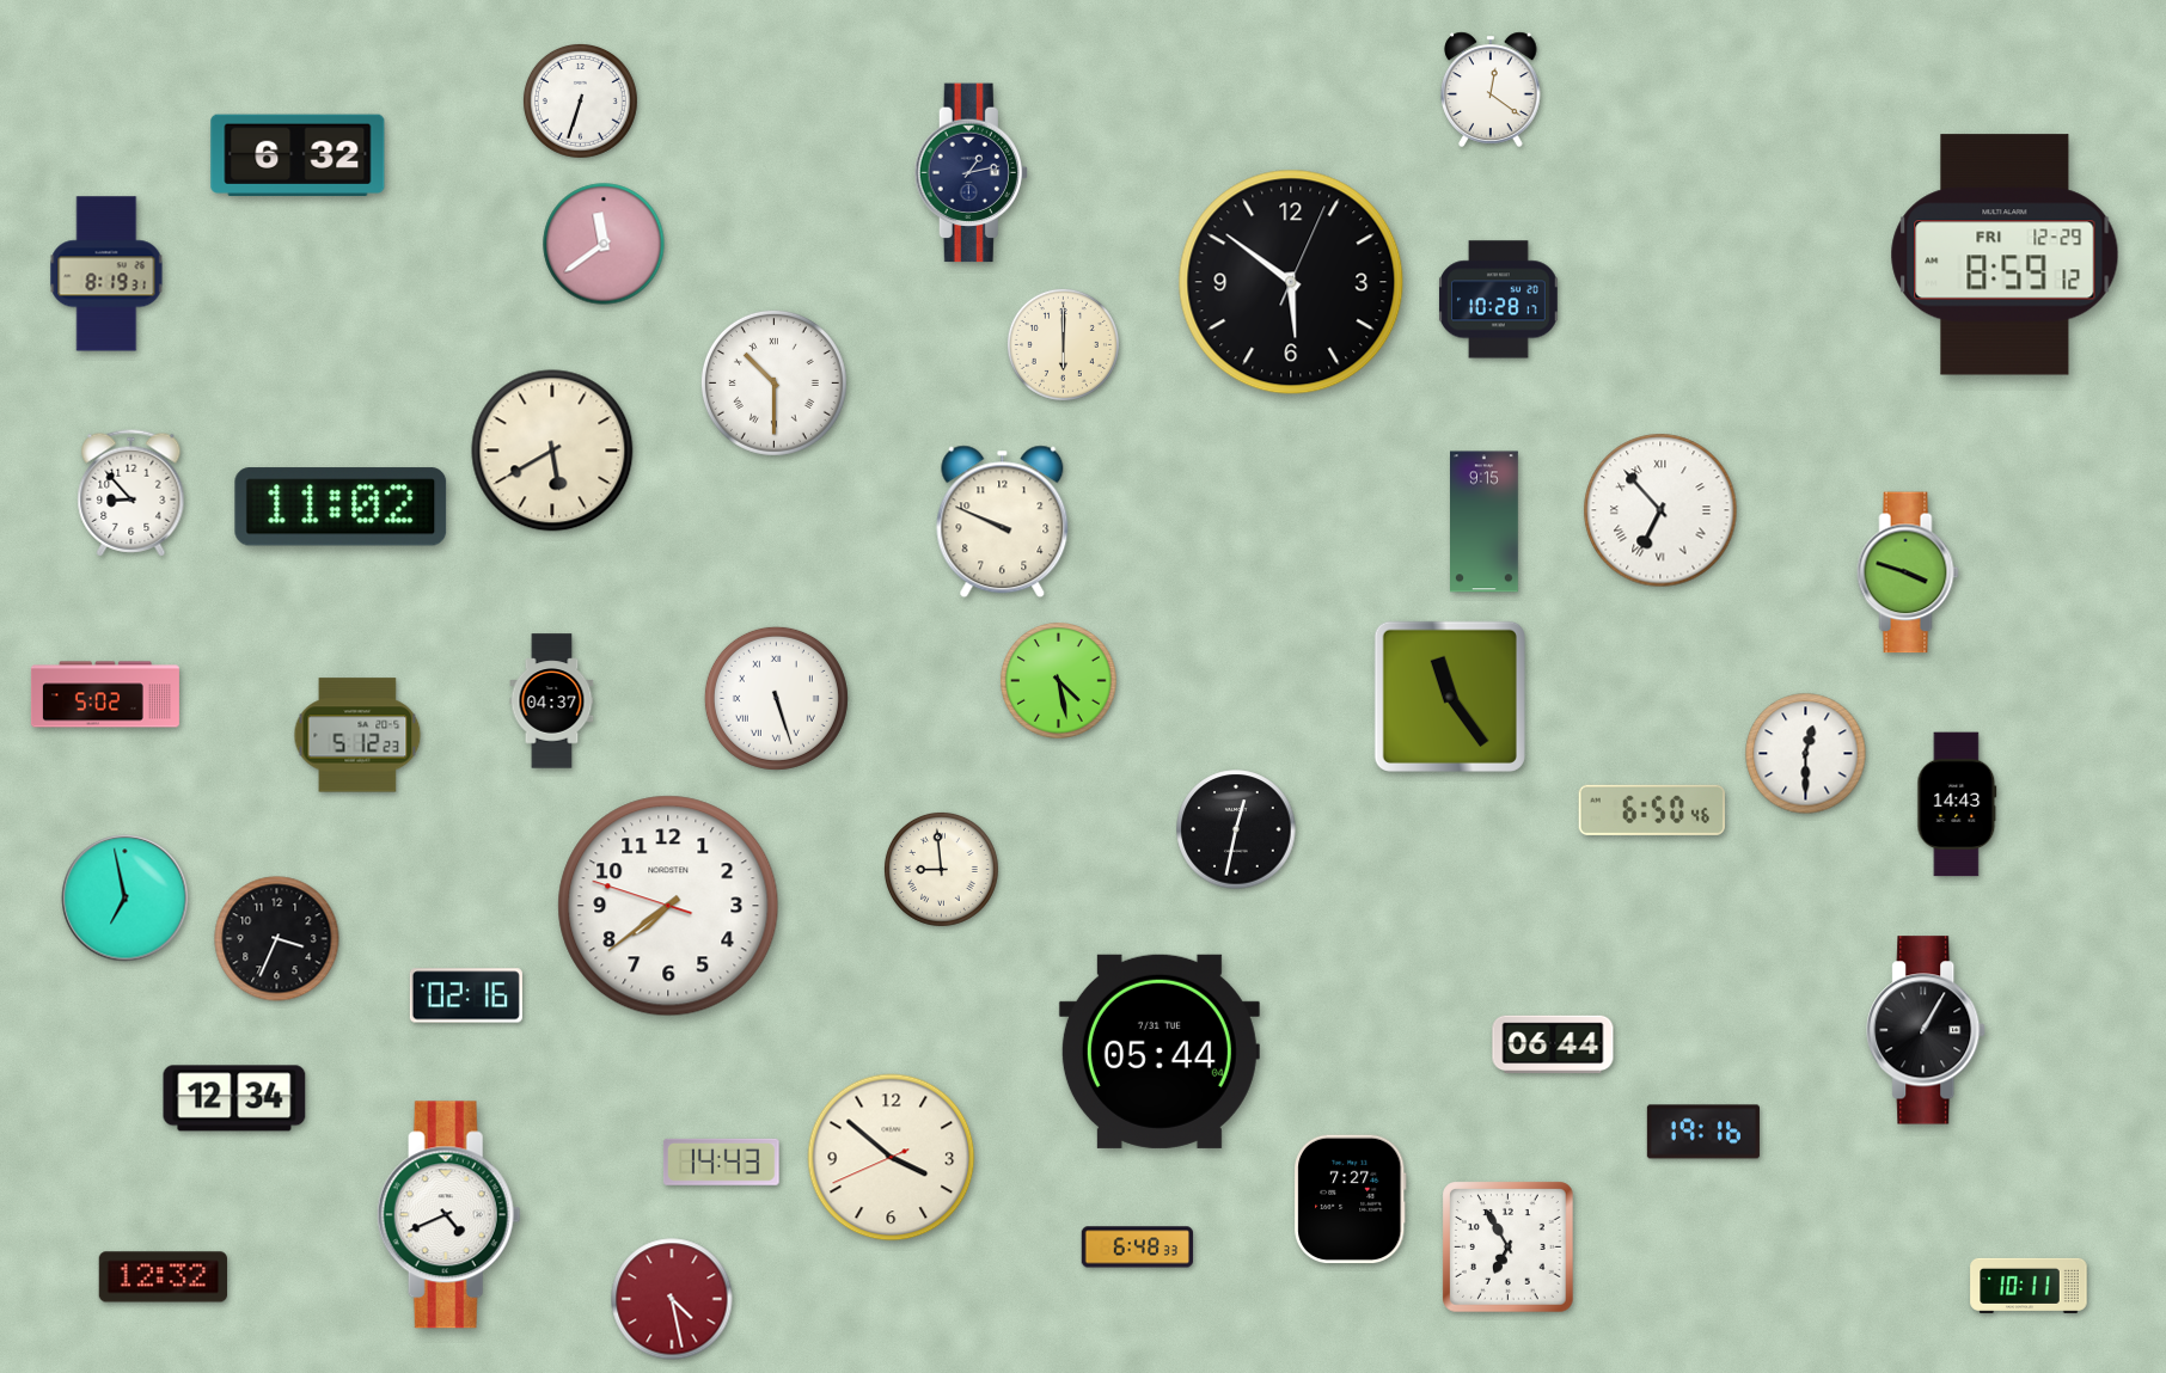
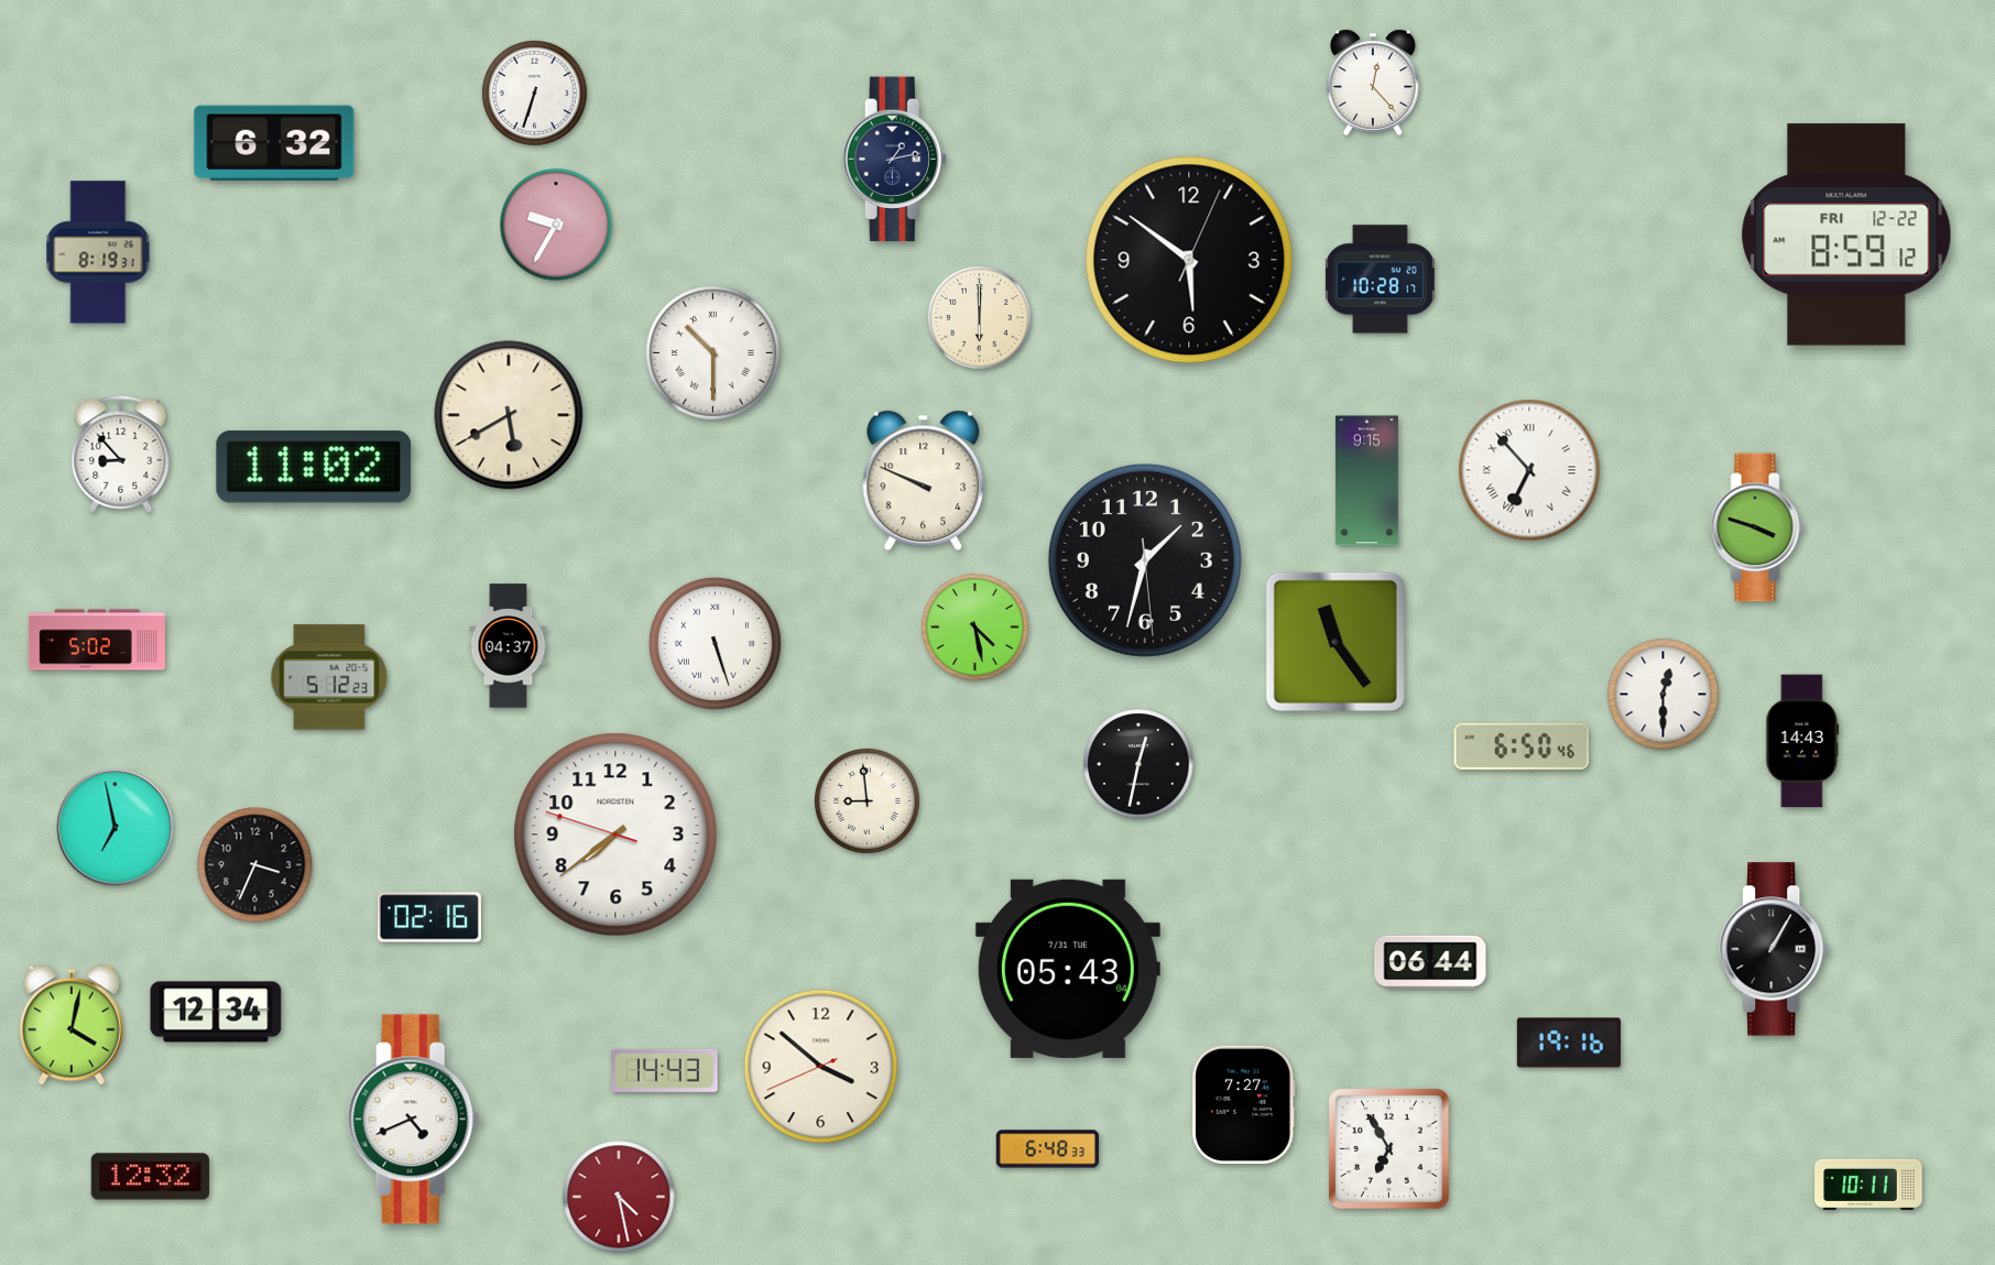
clock at (1491, 90): 12:21 -> 12:23
clock at (604, 244): 11:39 -> 9:35
clock at (2005, 255) date: FRI 12-29 -> FRI 12-22
clock at (1499, 300) position: (1499, 300) -> (1381, 280)
clock at (1145, 560): none -> 1:32
clock at (1160, 1052): 05:44 -> 05:43
clock at (73, 1025): none -> 4:02
